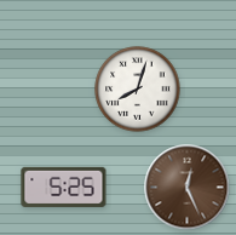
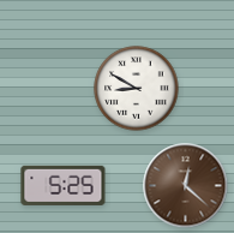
clock at (138, 90): 8:03 -> 8:50
clock at (188, 188): 12:26 -> 12:22
